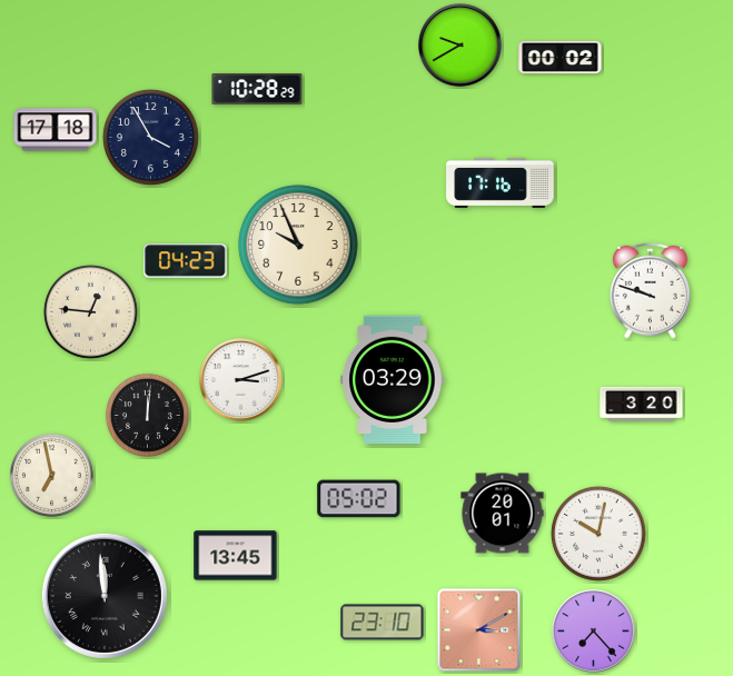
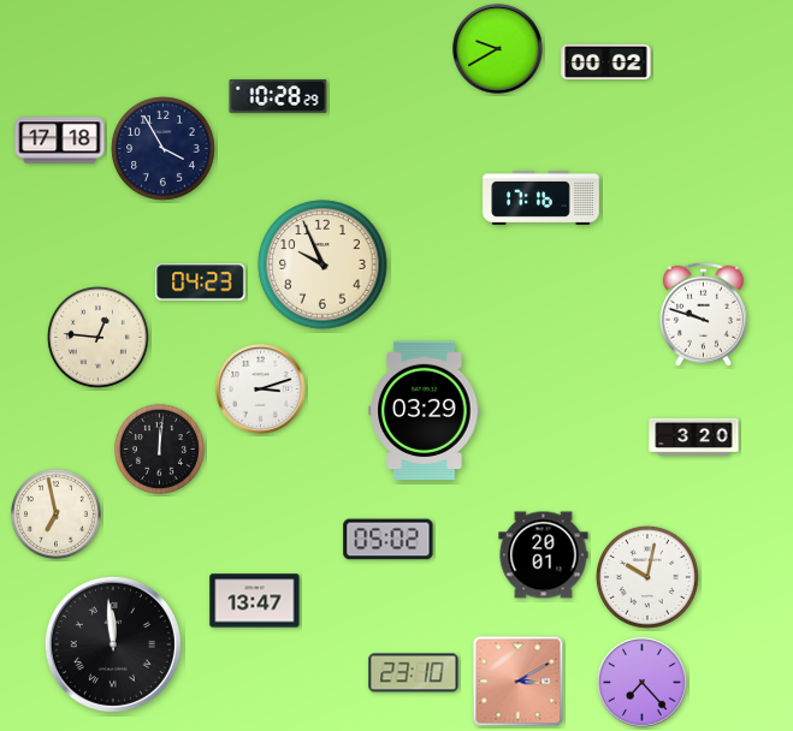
clock at (241, 380) position: (241, 380) -> (261, 390)
clock at (236, 556): 13:45 -> 13:47
